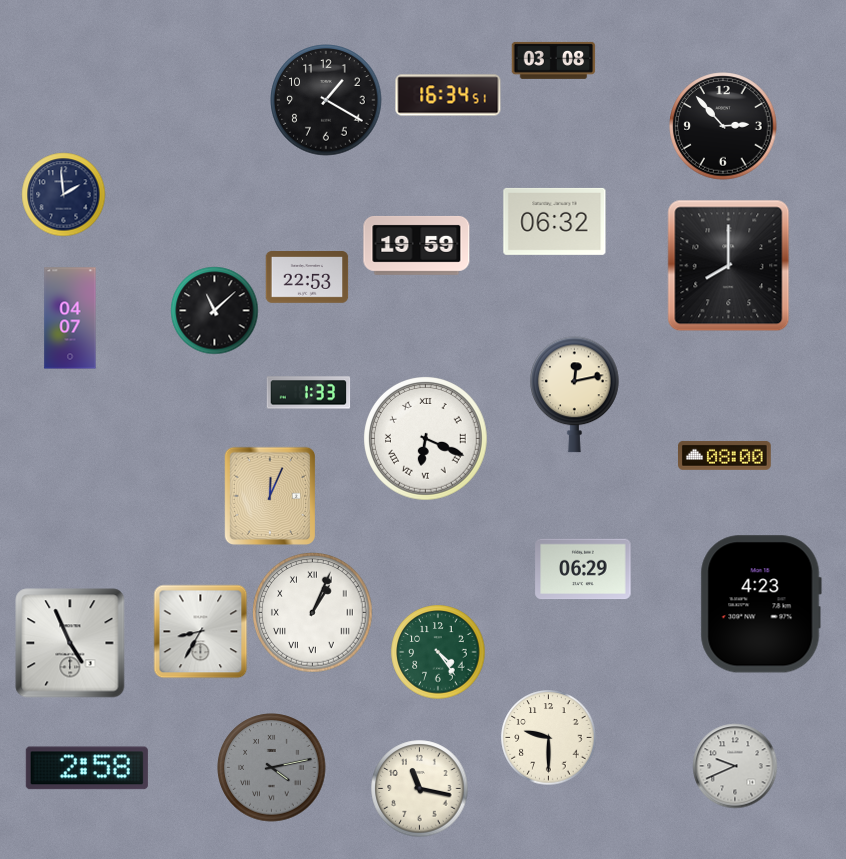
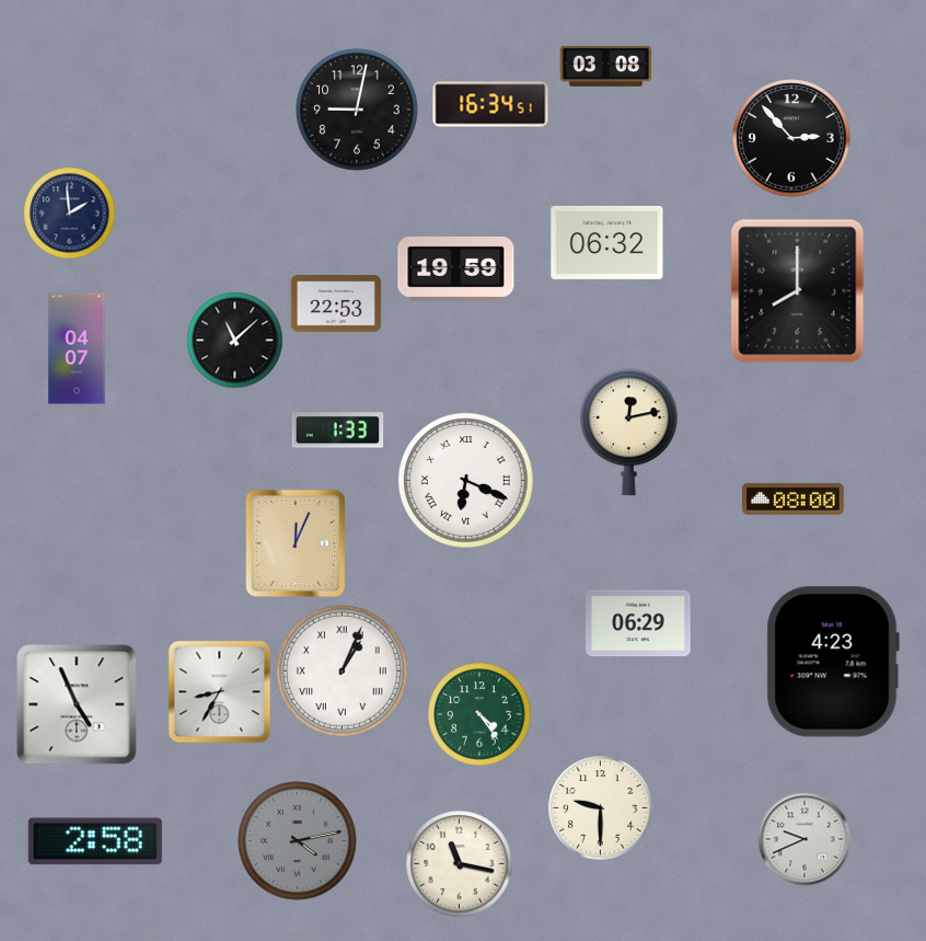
clock at (326, 100): 1:20 -> 9:02
